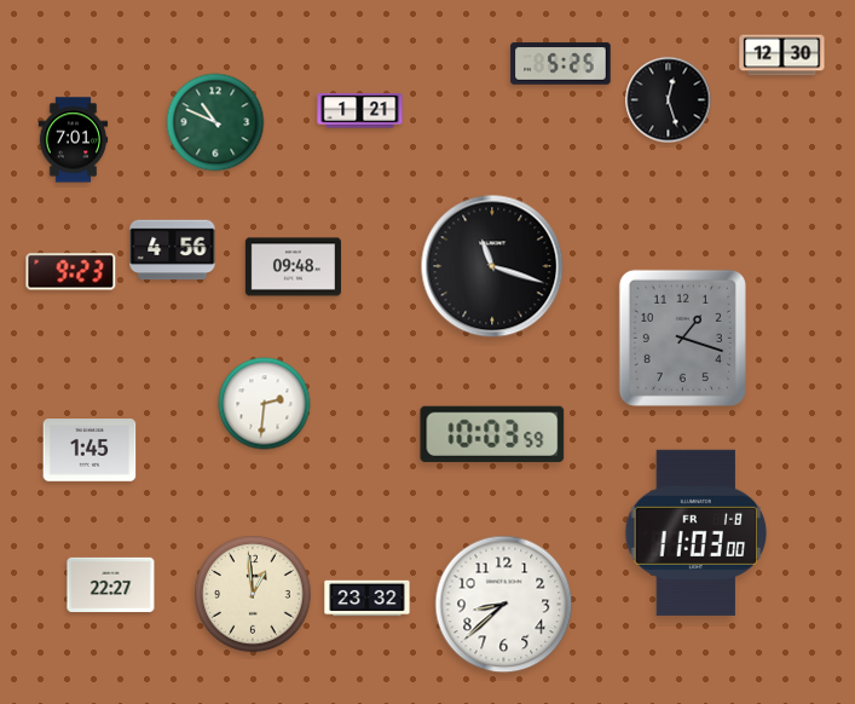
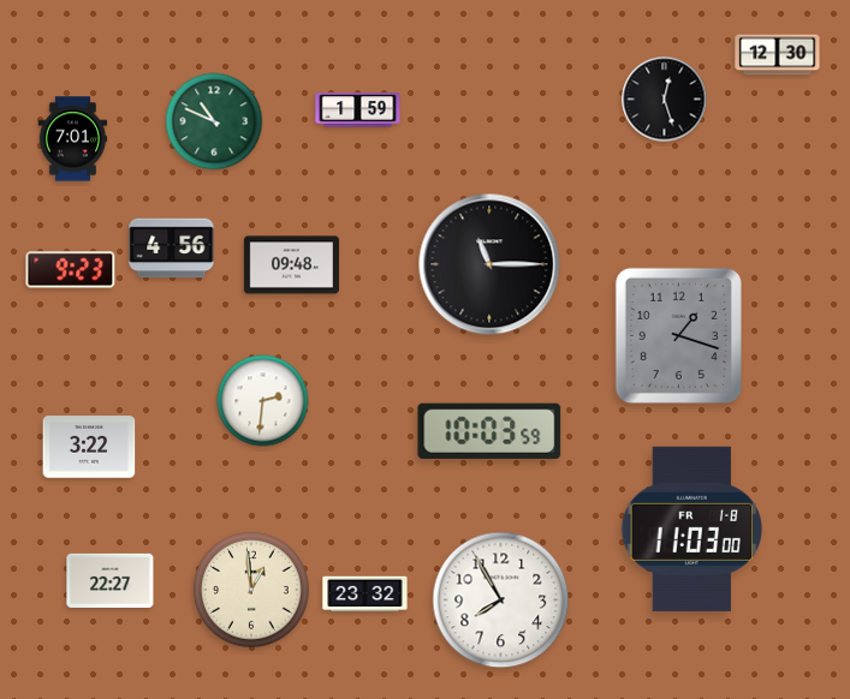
clock at (561, 64): 5:25 -> none
clock at (360, 111): 1:21 -> 1:59
clock at (492, 266): 11:18 -> 11:15
clock at (89, 450): 1:45 -> 3:22
clock at (504, 605): 8:38 -> 7:55
